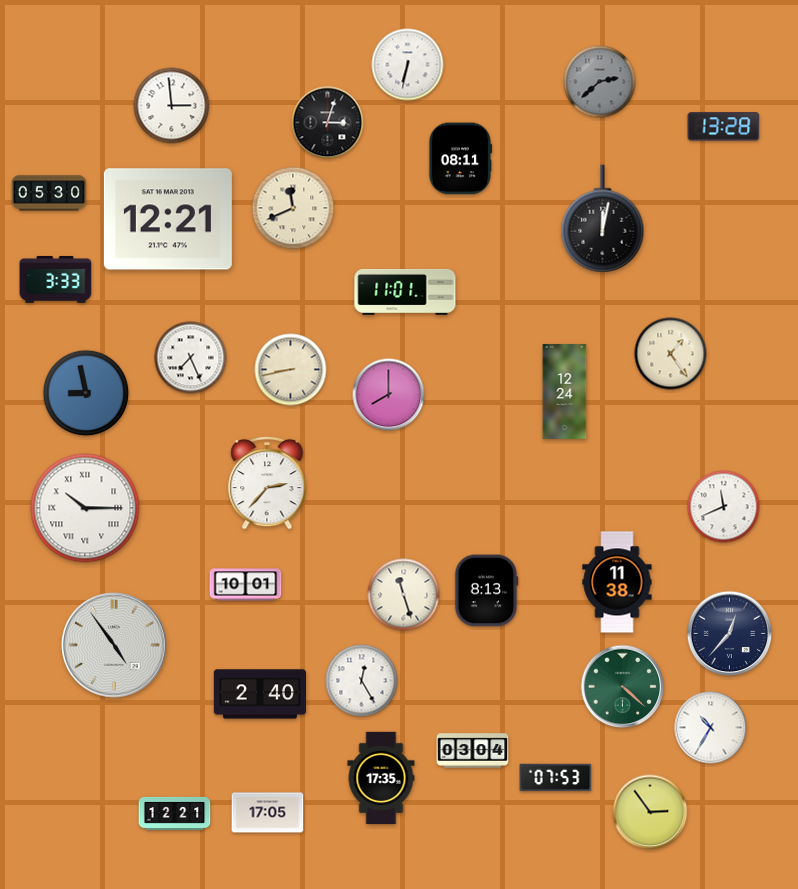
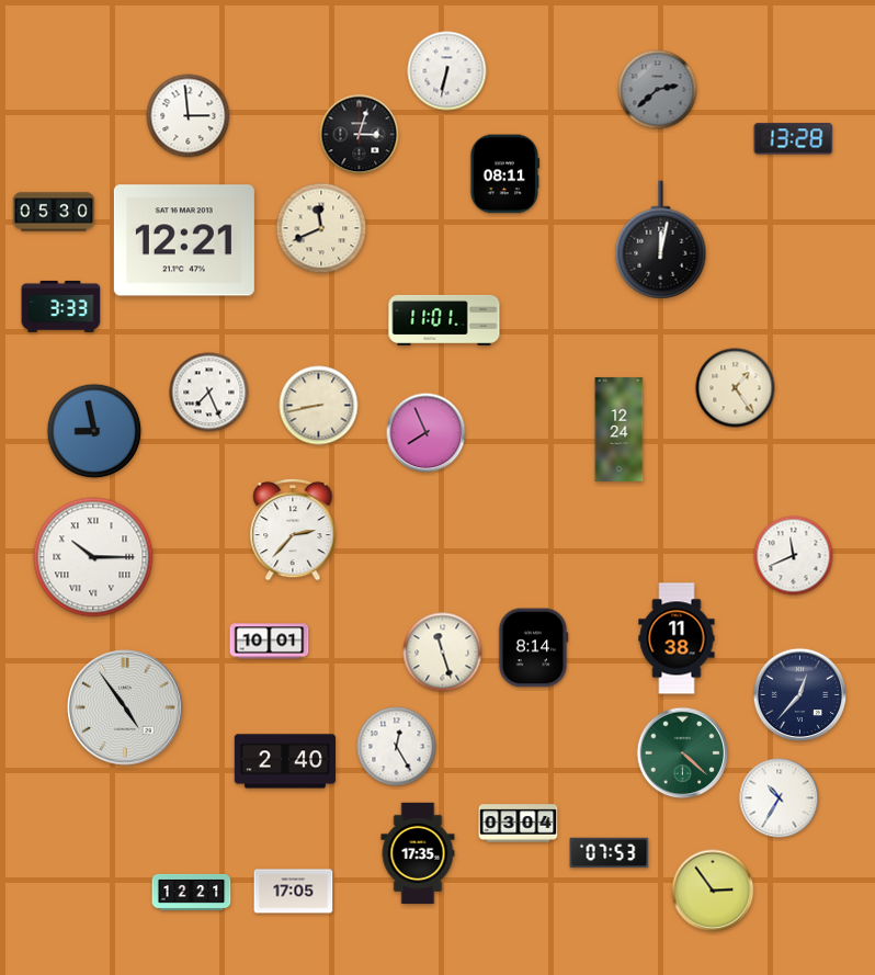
clock at (389, 395): 8:00 -> 7:56
clock at (486, 591): 8:13 -> 8:14
